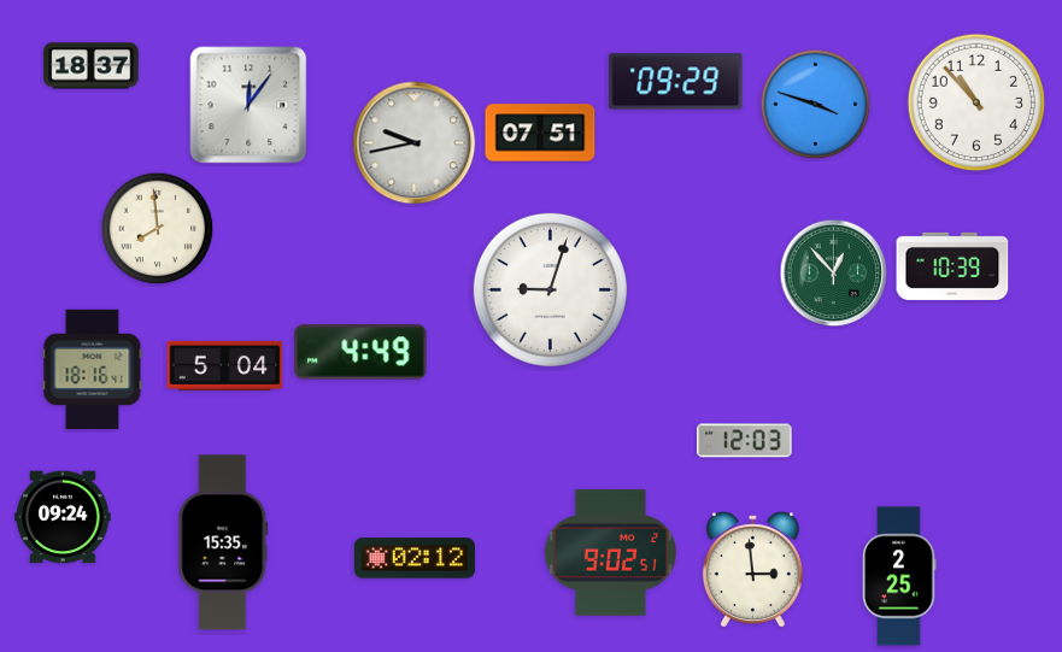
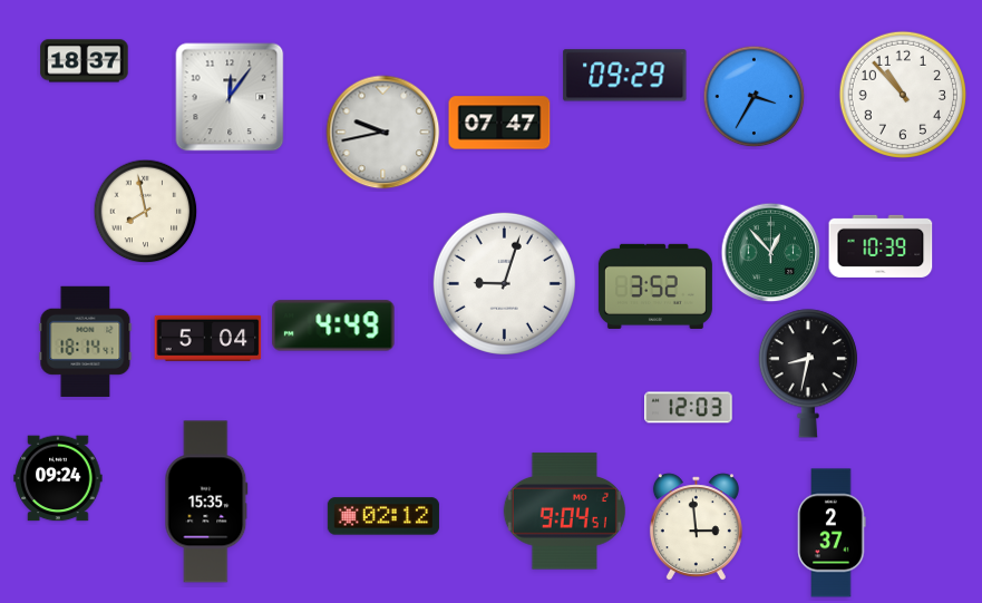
clock at (816, 105): 3:48 -> 3:35
clock at (540, 133): 07:51 -> 07:47
clock at (158, 229): 7:59 -> 7:58
clock at (550, 289) position: (550, 289) -> (504, 283)
clock at (655, 286): none -> 3:52
clock at (93, 369): 18:16 -> 18:14
clock at (808, 373): none -> 8:32
clock at (610, 553): 9:02 -> 9:04
clock at (899, 576): 2:25 -> 2:37
